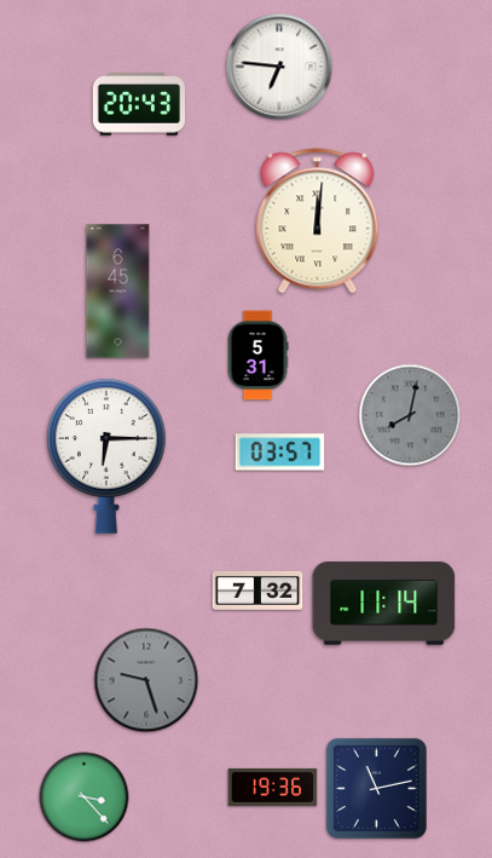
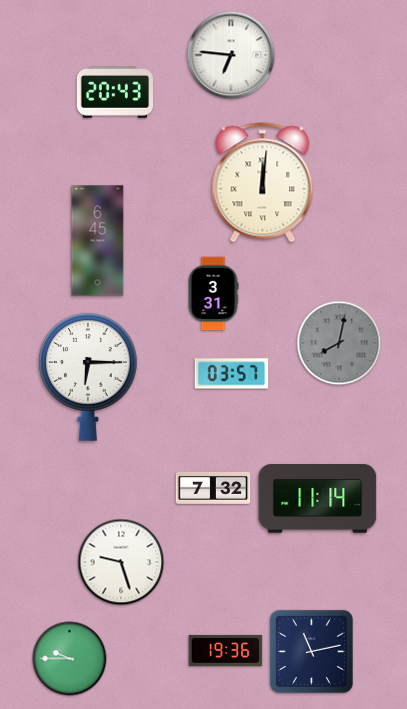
clock at (138, 104) position: (138, 104) -> (114, 92)
clock at (257, 356): 5:31 -> 3:31
clock at (146, 680) dial: grey -> white
clock at (85, 797): 3:23 -> 9:45
